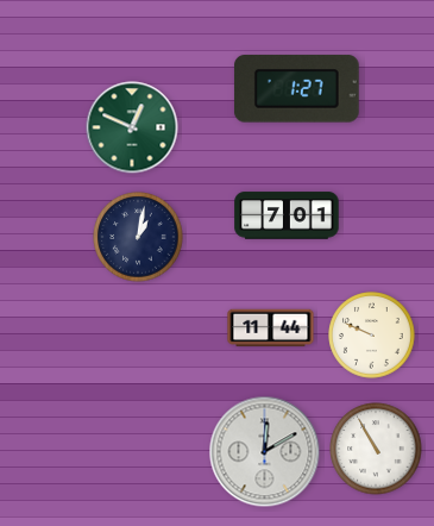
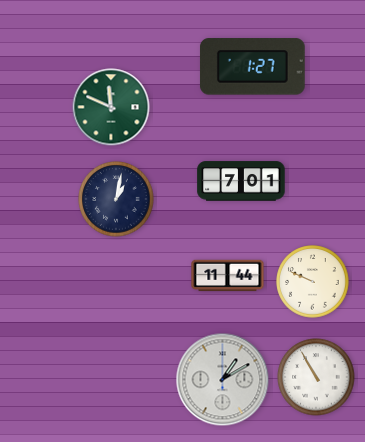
clock at (296, 89) position: (296, 89) -> (252, 67)
clock at (132, 127): 12:49 -> 11:49
clock at (265, 452): 12:10 -> 1:10
